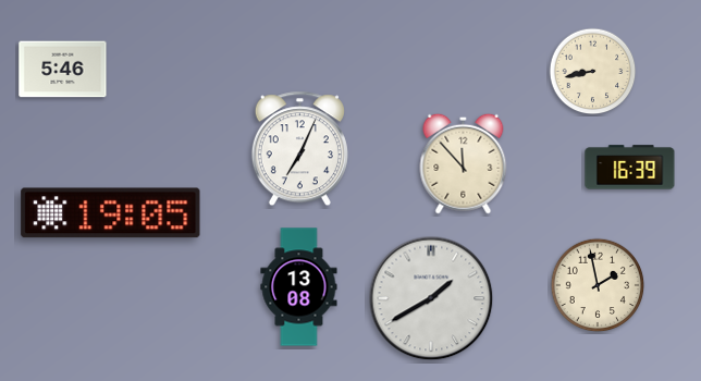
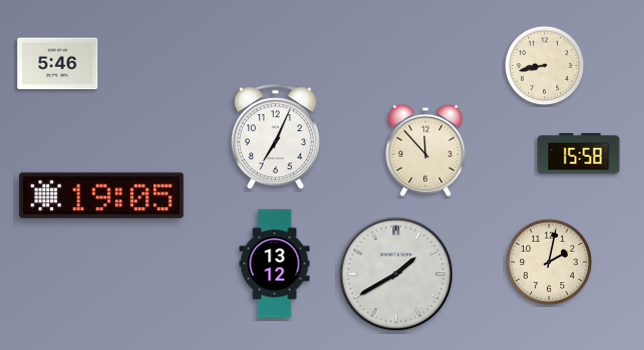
clock at (630, 168): 16:39 -> 15:58
clock at (598, 285): 1:58 -> 2:02
clock at (299, 287): 13:08 -> 13:12
